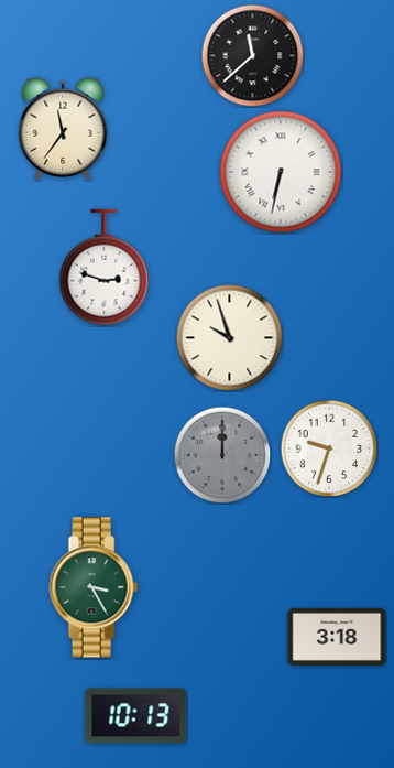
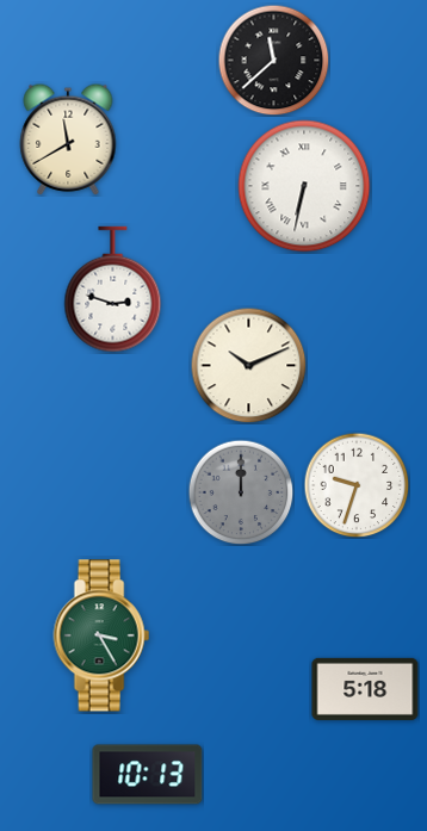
clock at (63, 129): 11:36 -> 11:40
clock at (229, 337): 9:57 -> 10:11
clock at (337, 637): 3:18 -> 5:18
